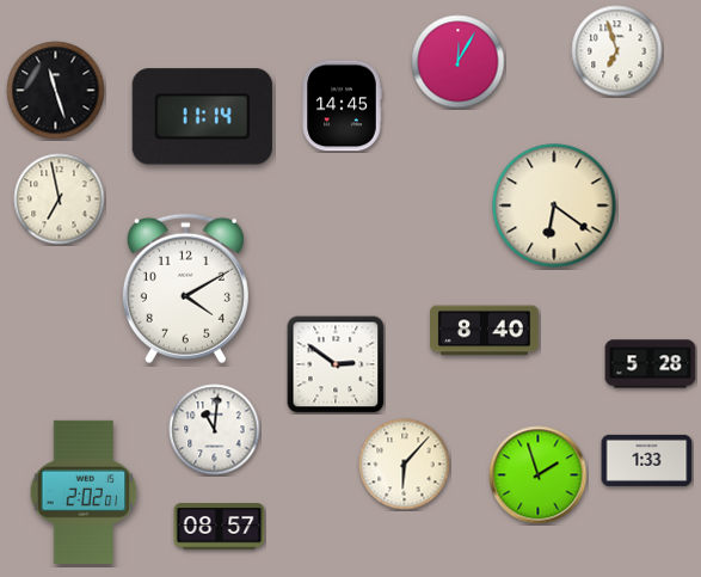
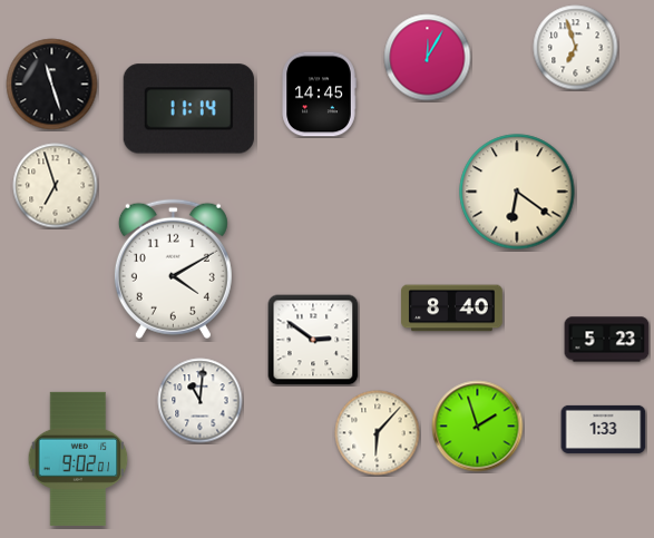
clock at (342, 106) position: (342, 106) -> (319, 95)
clock at (60, 200): 6:58 -> 6:57
clock at (651, 364): 5:28 -> 5:23
clock at (539, 475) position: (539, 475) -> (478, 427)
clock at (84, 492): 2:02 -> 9:02
clock at (220, 527): 08:57 -> none
